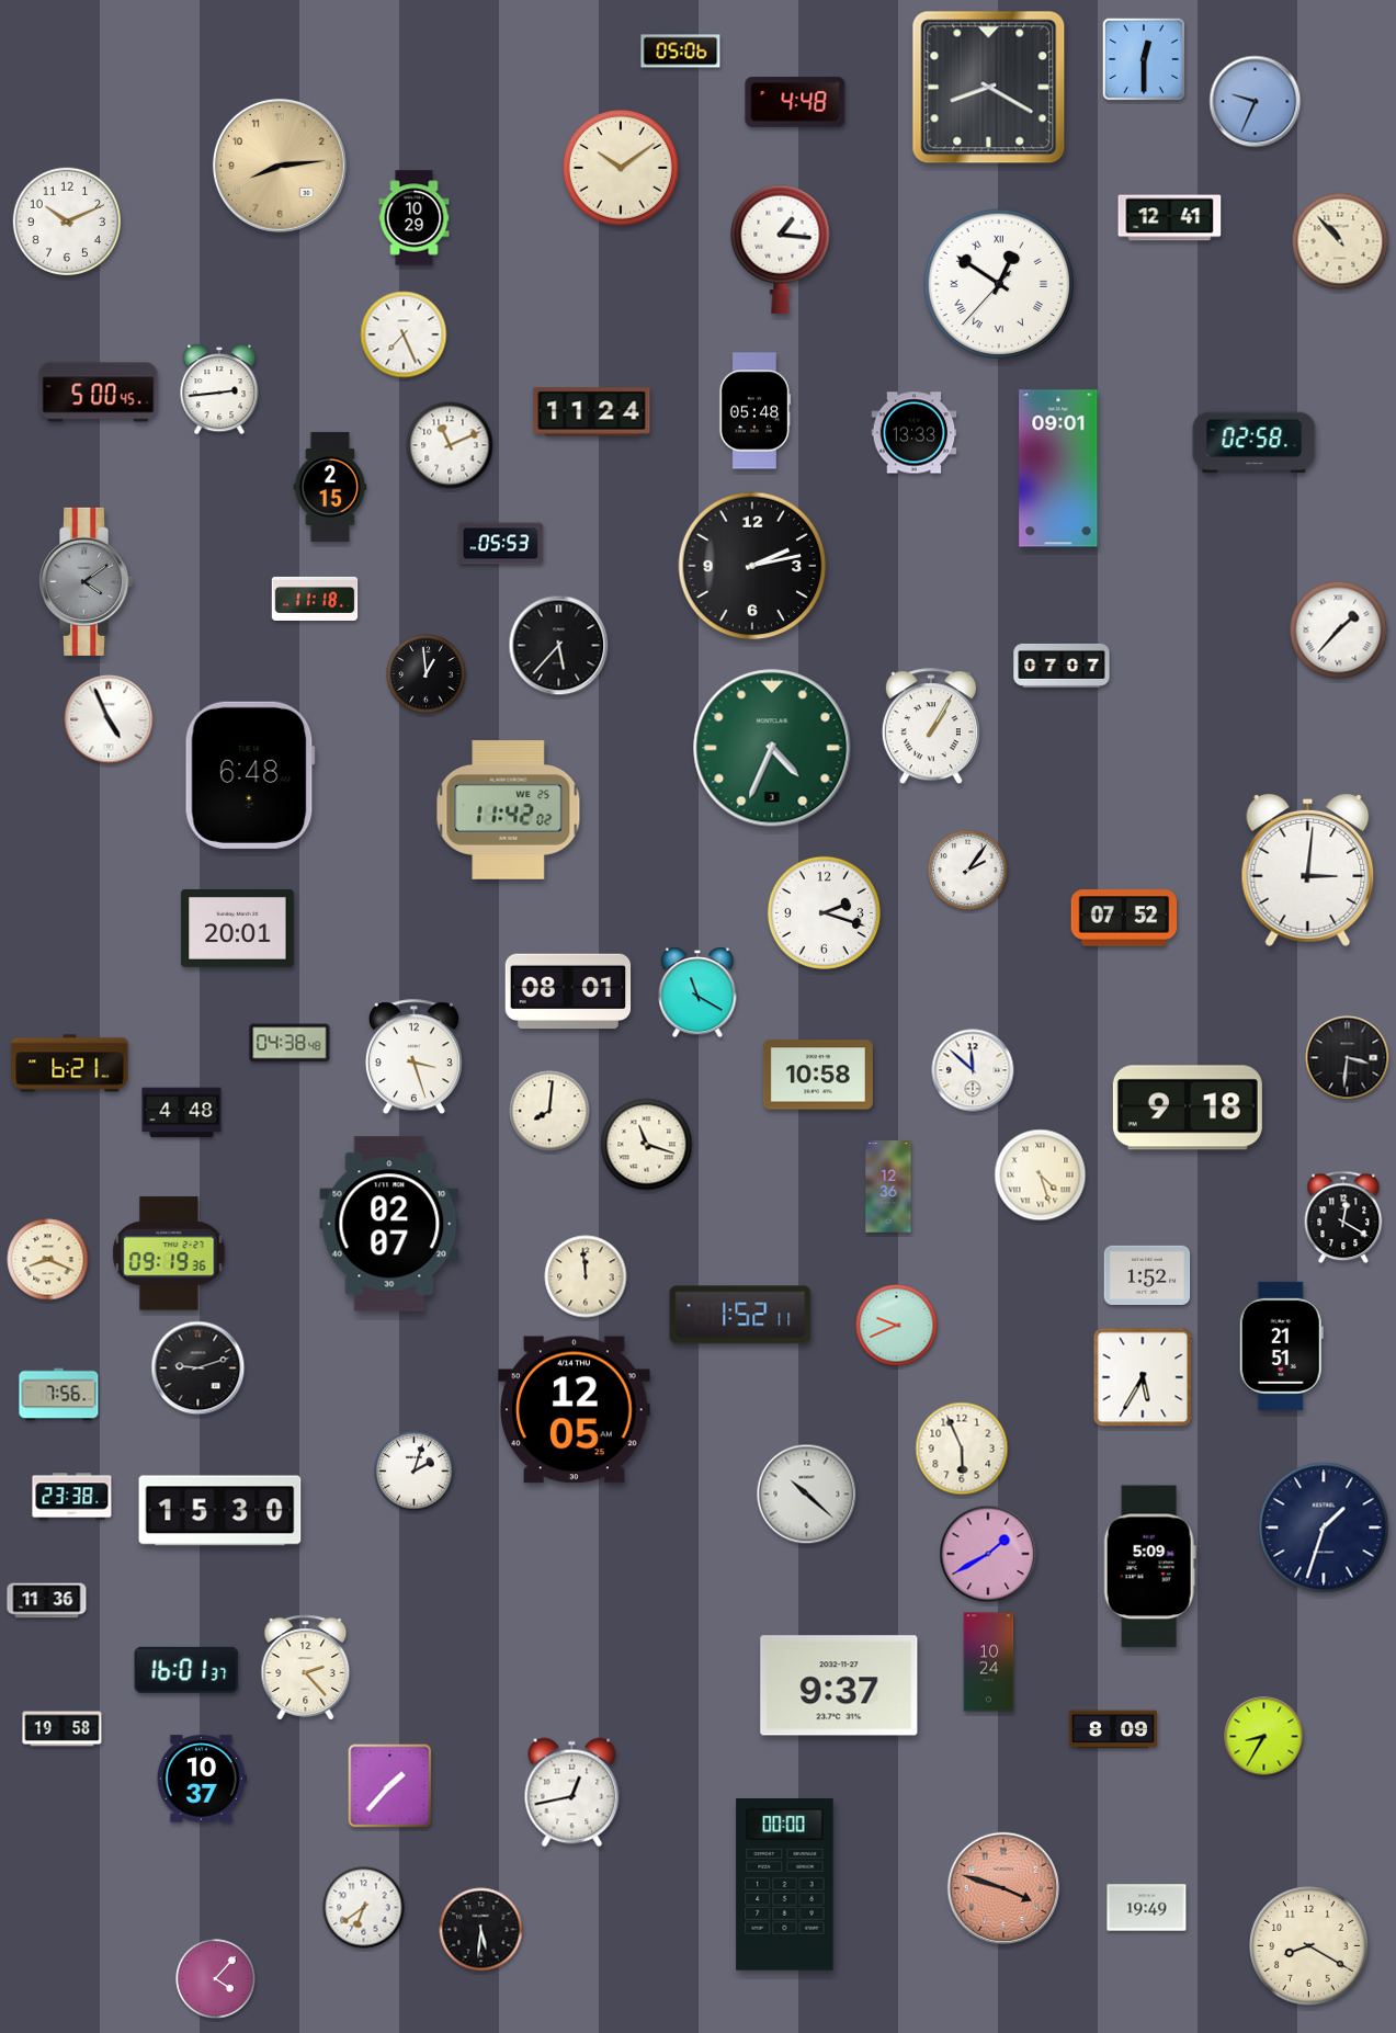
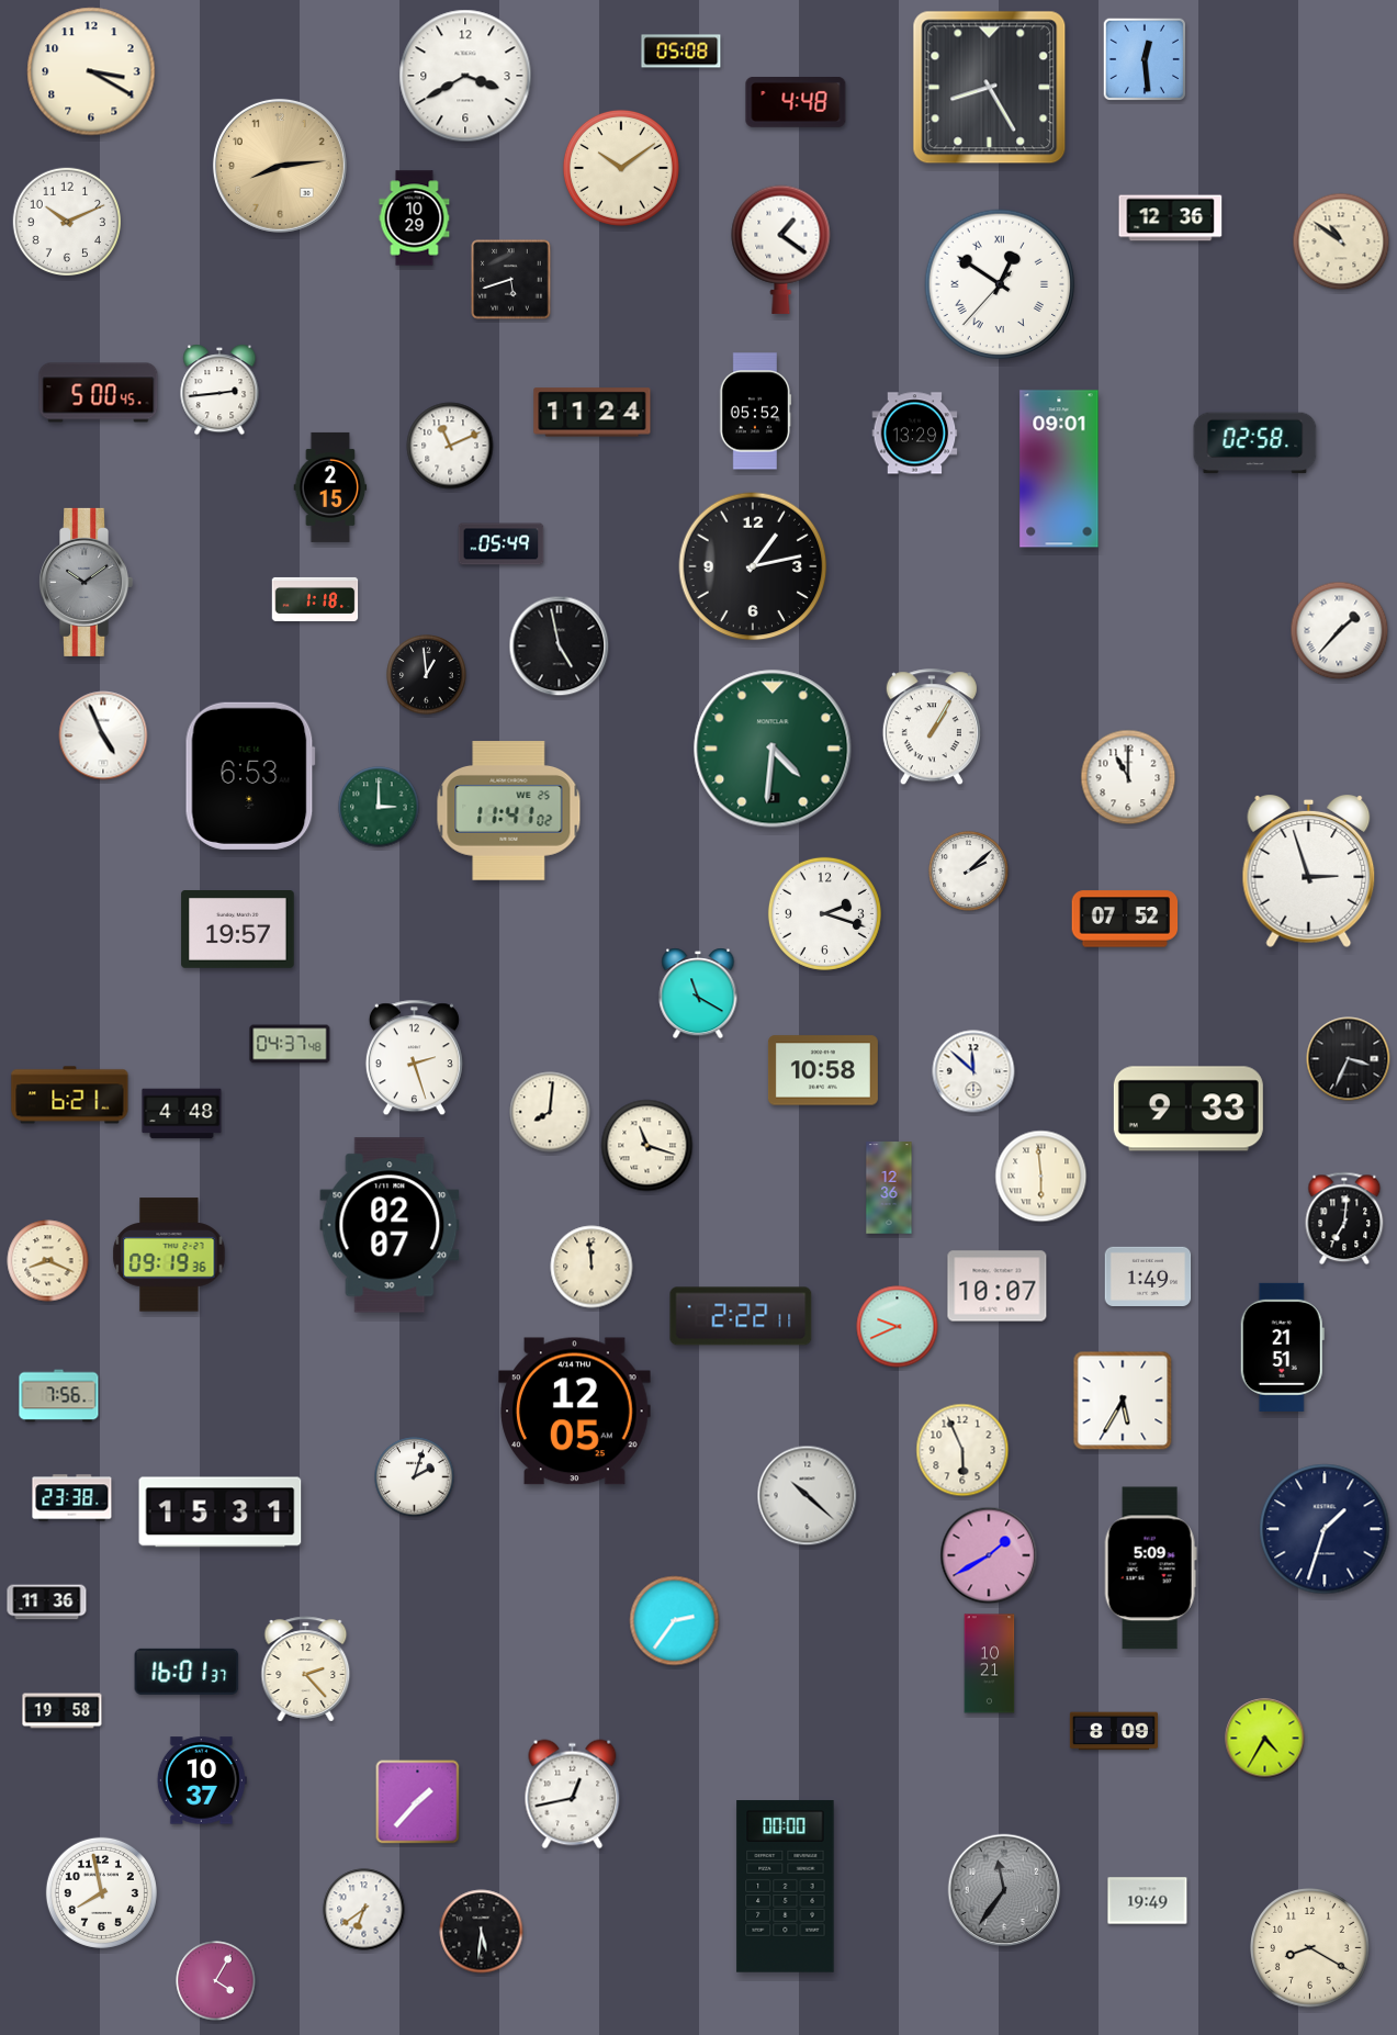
clock at (681, 52): 05:06 -> 05:08
clock at (1143, 58): 12:30 -> 12:29
clock at (91, 71): none -> 3:20
clock at (465, 76): none -> 3:40
clock at (989, 88): 8:20 -> 8:25
clock at (1256, 102): 9:34 -> none
clock at (1170, 218): 12:41 -> 12:36
clock at (1340, 241): 10:53 -> 10:51
clock at (781, 249): 1:16 -> 1:21
clock at (511, 280): none -> 5:42
clock at (404, 334): 7:26 -> none
clock at (756, 411): 05:48 -> 05:52
clock at (915, 433): 13:33 -> 13:29
clock at (501, 544): 05:53 -> 05:49
clock at (752, 566): 2:13 -> 1:13
clock at (87, 581): 4:09 -> 10:09
clock at (315, 599): 11:18 -> 1:18
clock at (559, 646): 5:37 -> 4:58
clock at (1062, 666): 07:07 -> none
clock at (109, 719) position: (109, 719) -> (103, 735)
clock at (772, 748): 4:34 -> 4:31
clock at (250, 775): 6:48 -> 6:53
clock at (1128, 777): none -> 11:00
clock at (379, 807): none -> 3:00
clock at (509, 810): 11:42 -> 11:41
clock at (968, 871): 2:06 -> 2:08
clock at (1308, 872): 3:01 -> 2:57
clock at (238, 929): 20:01 -> 19:57
clock at (568, 991): 08:01 -> none
clock at (290, 1043): 04:38 -> 04:37
clock at (413, 1057): 3:27 -> 2:27
clock at (1348, 1058): 3:31 -> 3:34
clock at (70, 1064) position: (70, 1064) -> (70, 1095)
clock at (818, 1075) position: (818, 1075) -> (823, 1070)
clock at (1188, 1108): 9:18 -> 9:33
clock at (1041, 1175): 4:27 -> 5:59
clock at (1343, 1217): 12:20 -> 7:01
clock at (1147, 1274): 1:52 -> 1:49
clock at (586, 1276) position: (586, 1276) -> (592, 1267)
clock at (998, 1286): none -> 10:07
clock at (740, 1315): 1:52 -> 2:22
clock at (198, 1368): 9:12 -> none
clock at (1143, 1377) position: (1143, 1377) -> (1123, 1401)
clock at (415, 1472) position: (415, 1472) -> (415, 1477)
clock at (220, 1511): 15:30 -> 15:31
clock at (675, 1621): none -> 2:36
clock at (989, 1662): 10:24 -> 10:21
clock at (839, 1685): 9:37 -> none
clock at (63, 1729) position: (63, 1729) -> (63, 1711)
clock at (1264, 1737): 8:35 -> 4:35
clock at (390, 1786) position: (390, 1786) -> (418, 1802)
clock at (1003, 1888): 3:48 -> 11:36
clock at (1003, 1888) dial: salmon -> grey
clock at (101, 1892): none -> 7:58
clock at (1147, 1908) position: (1147, 1908) -> (1148, 1901)
clock at (216, 1979): 4:07 -> 4:05
